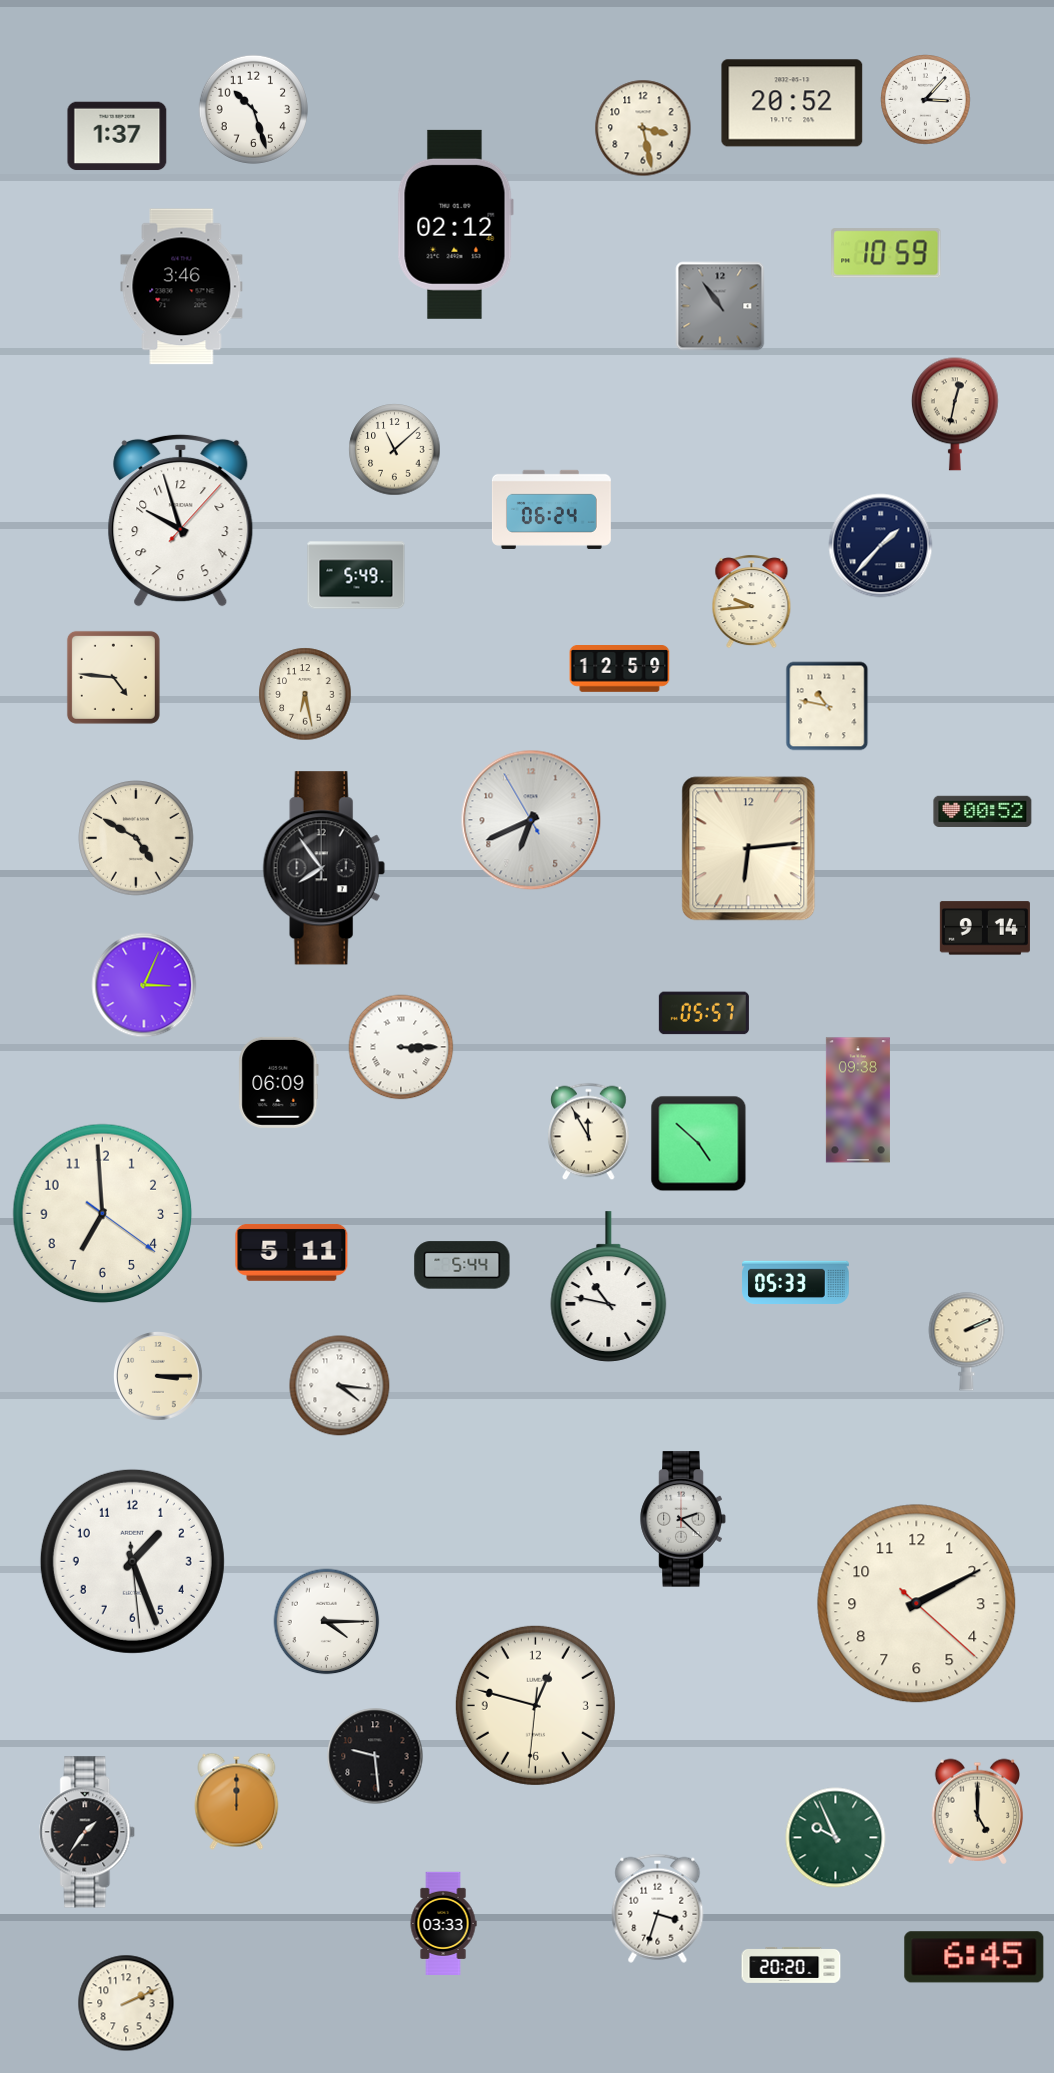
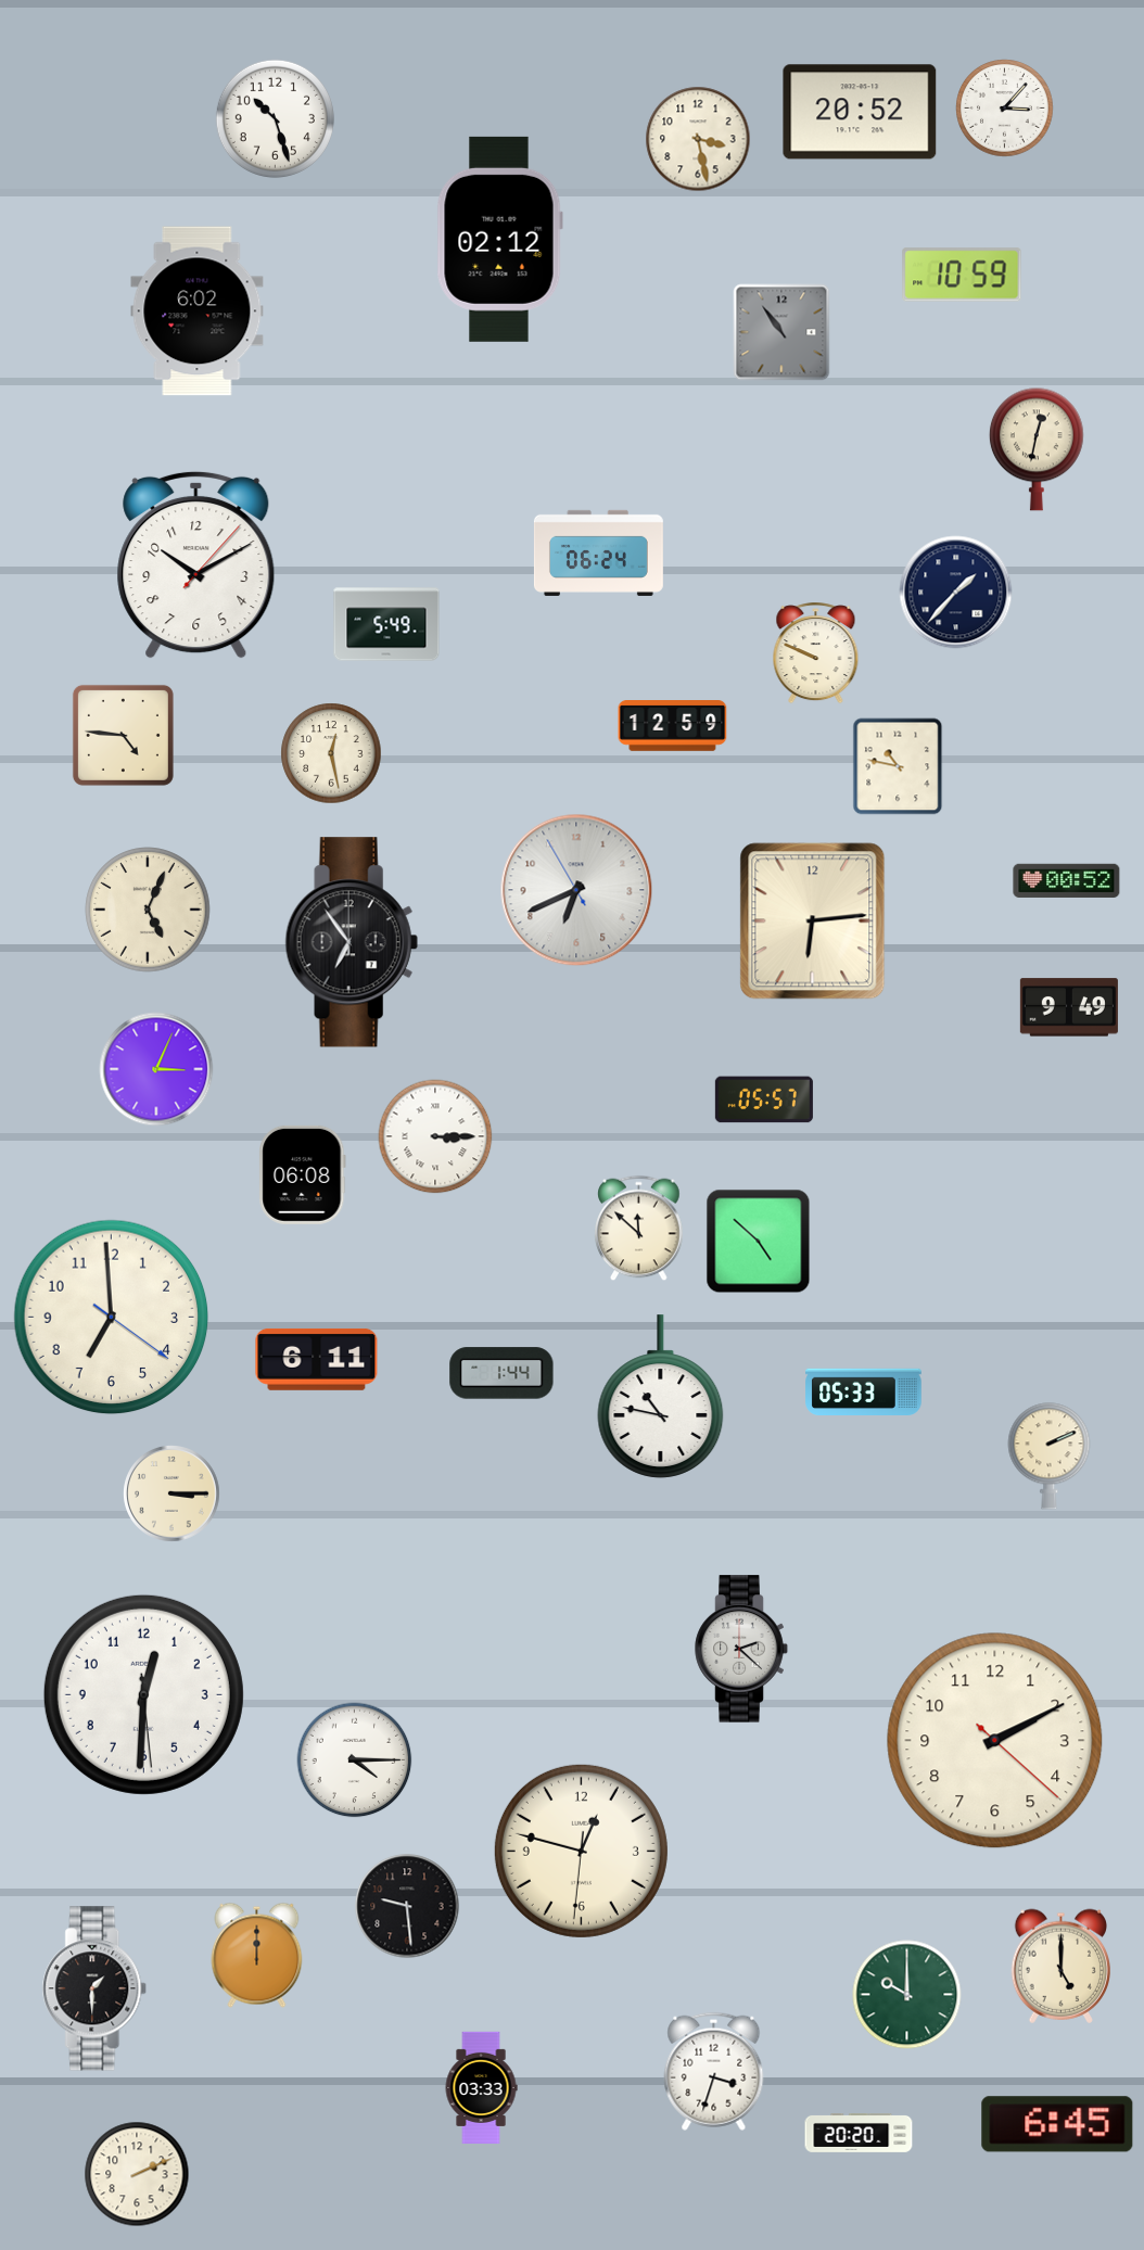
clock at (117, 136): 1:37 -> none
clock at (455, 224) position: (455, 224) -> (499, 239)
clock at (182, 287): 3:46 -> 6:02
clock at (395, 450): 11:08 -> none
clock at (181, 520): 9:57 -> 10:10
clock at (752, 602): 9:44 -> 9:49
clock at (305, 694): 6:28 -> 12:28
clock at (136, 838): 4:50 -> 5:04
clock at (324, 868): 7:54 -> 6:54
clock at (985, 928): 9:14 -> 9:49
clock at (279, 1082): 06:09 -> 06:08
clock at (858, 1100): 09:38 -> none
clock at (589, 1132): 11:55 -> 11:52
clock at (292, 1252): 5:11 -> 6:11
clock at (462, 1265): 5:44 -> 1:44
clock at (340, 1386): 4:16 -> none
clock at (132, 1561): 1:26 -> 12:30
clock at (88, 1832): 1:36 -> 1:30
clock at (836, 1838): 9:56 -> 10:00
